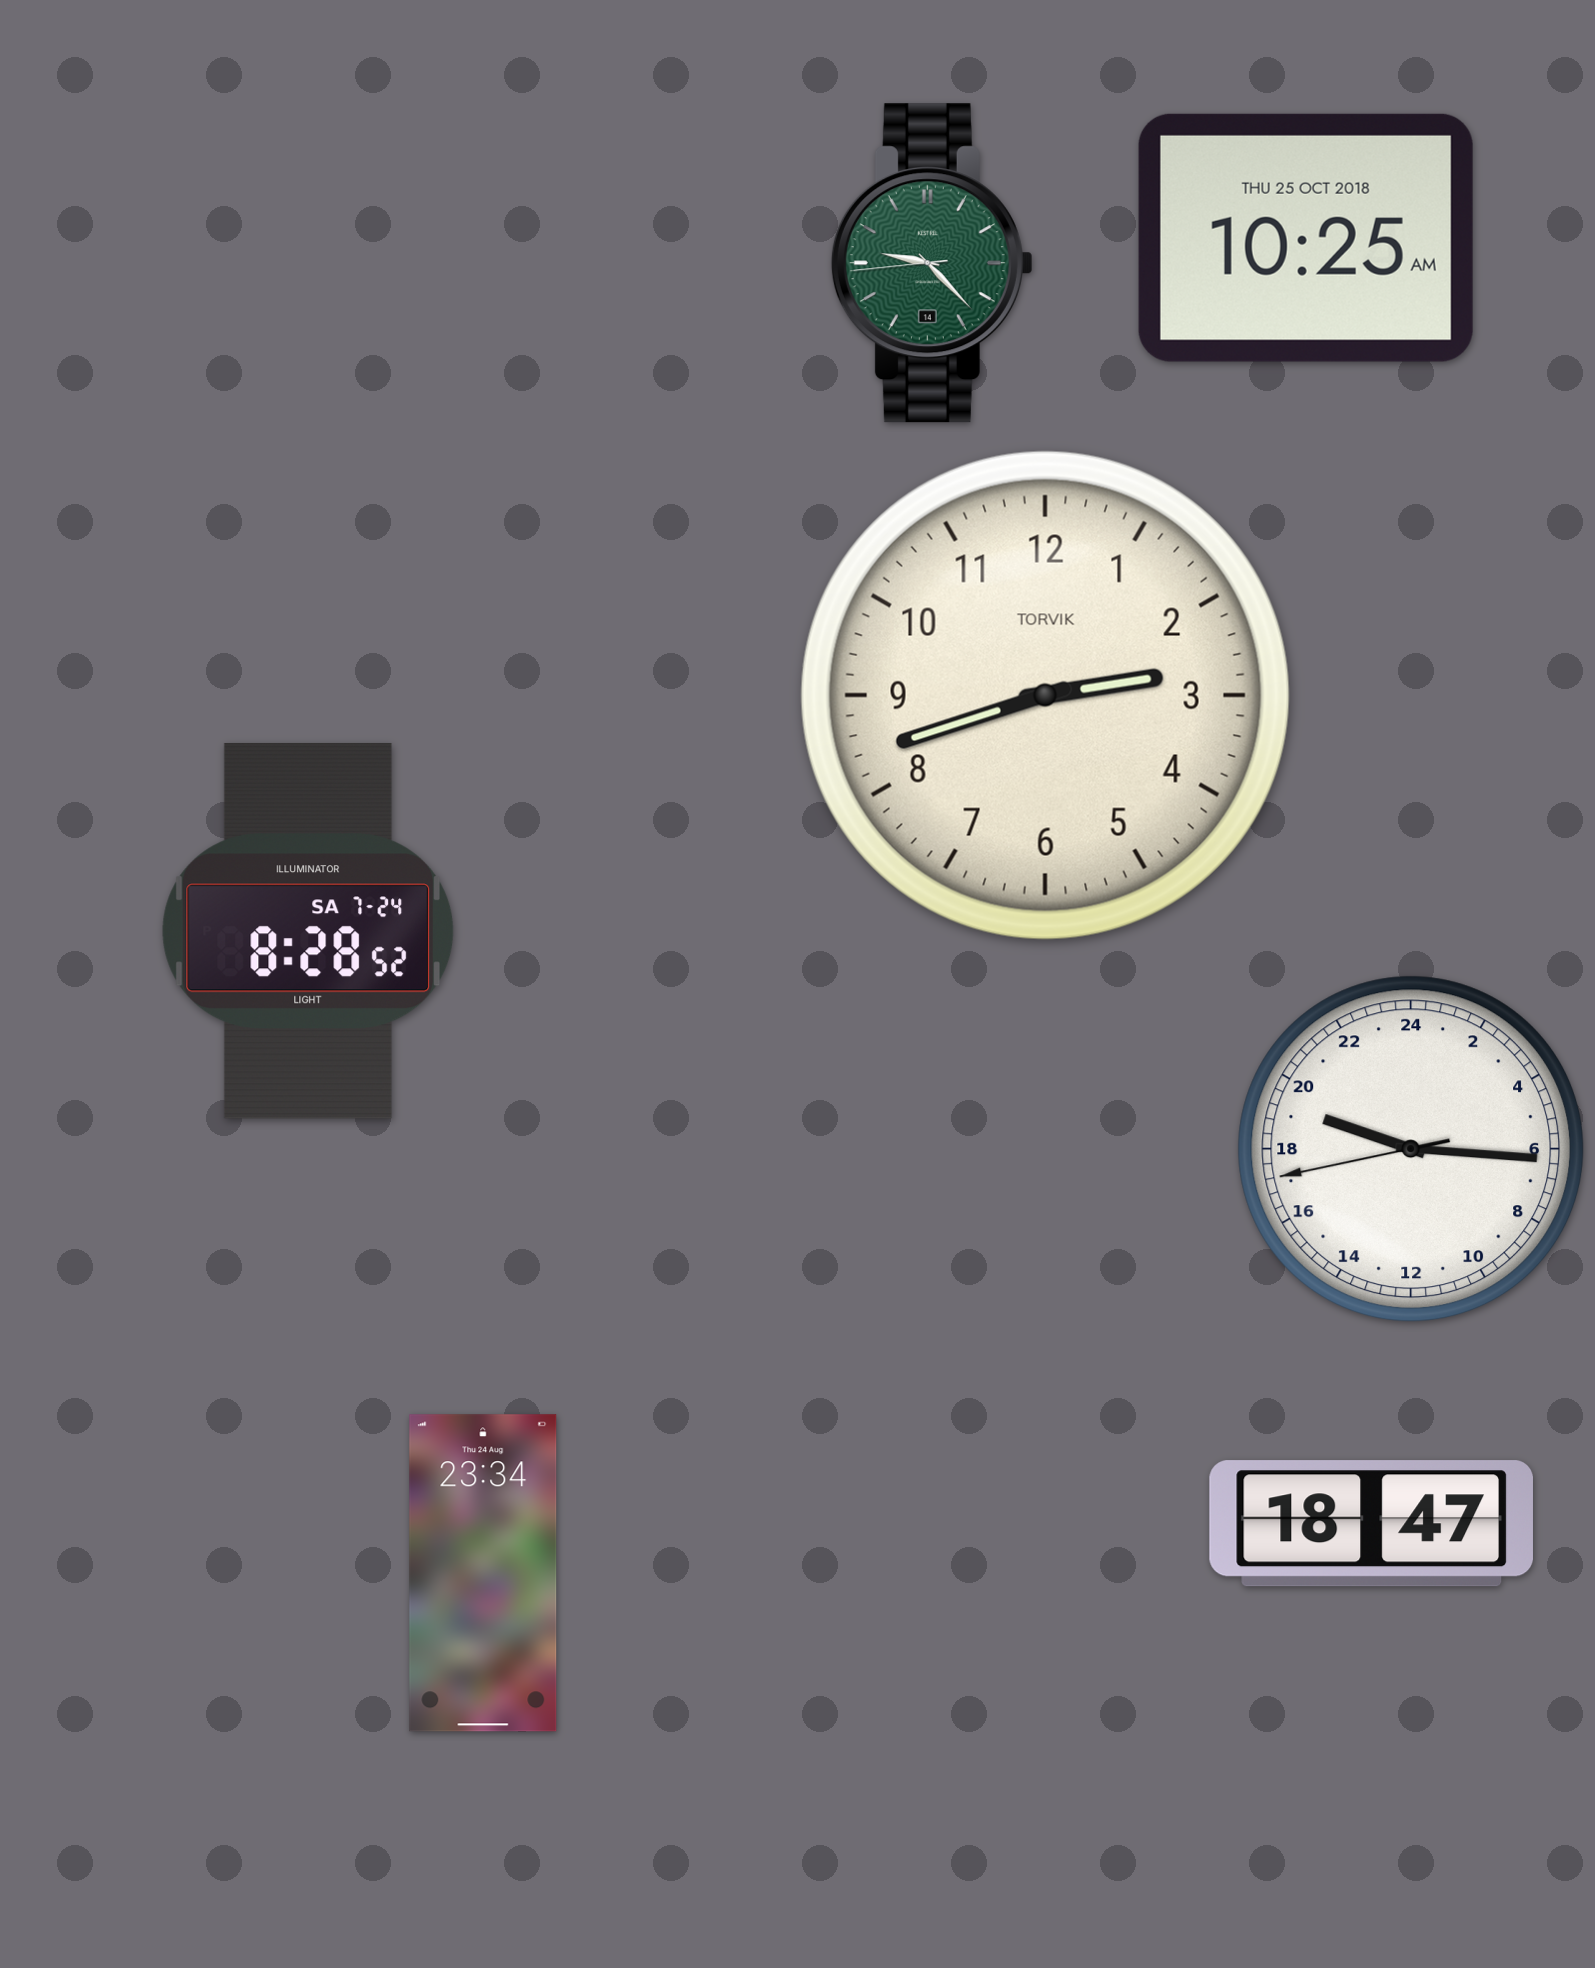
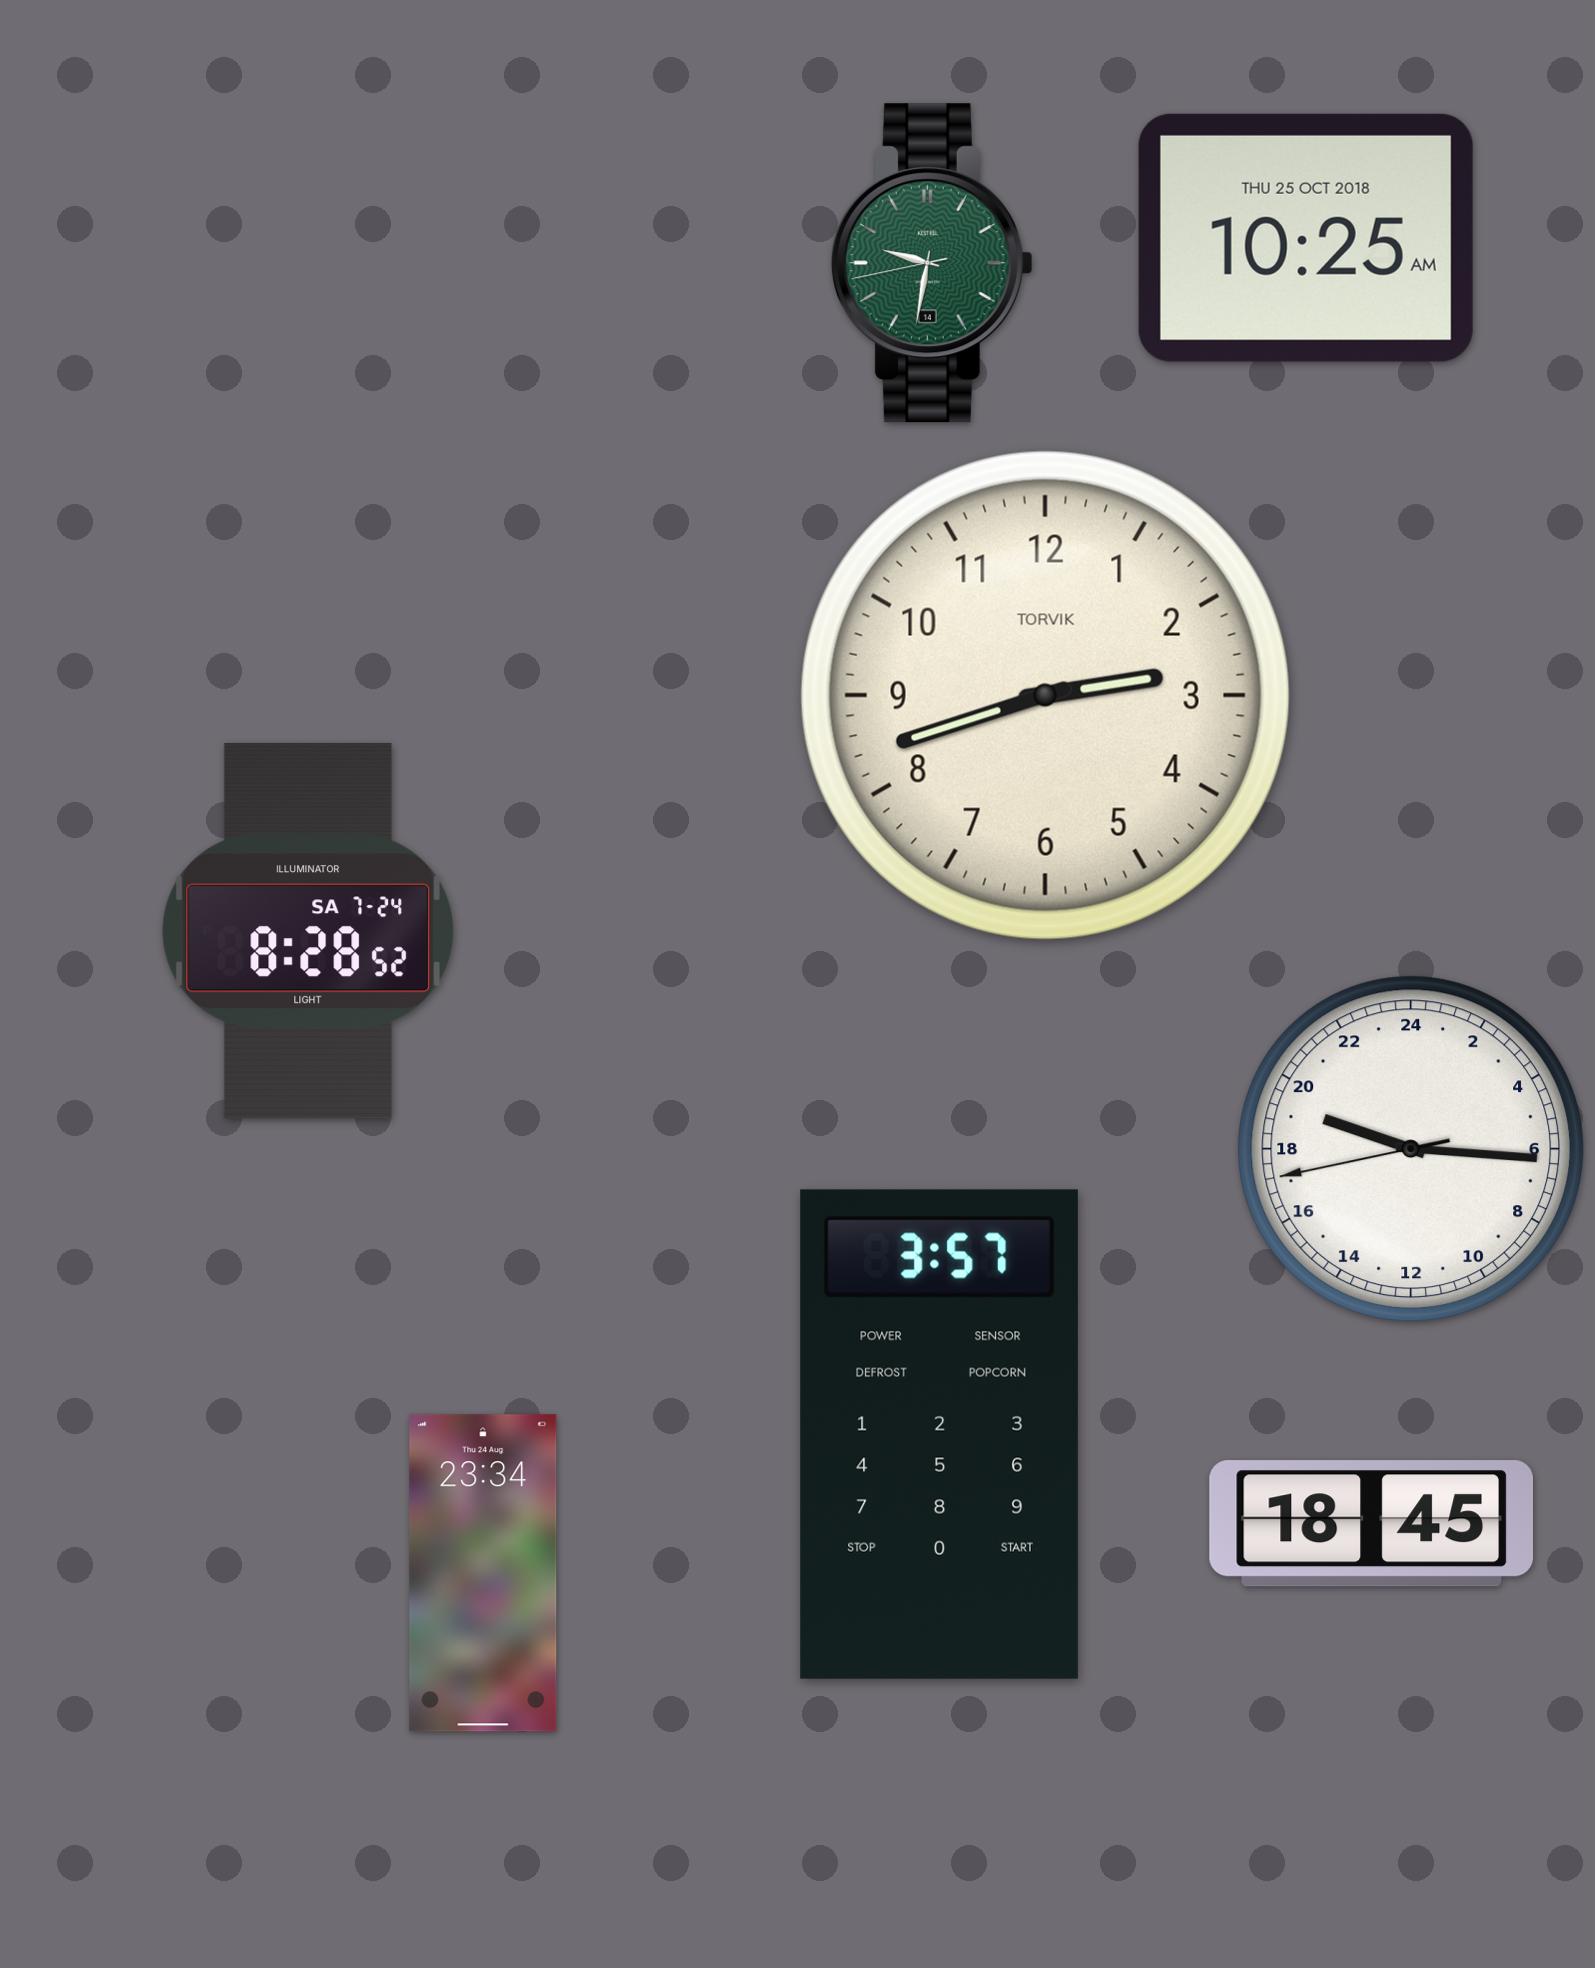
clock at (932, 263): 9:22 -> 9:31
clock at (939, 1434): none -> 3:57
clock at (1371, 1524): 18:47 -> 18:45
